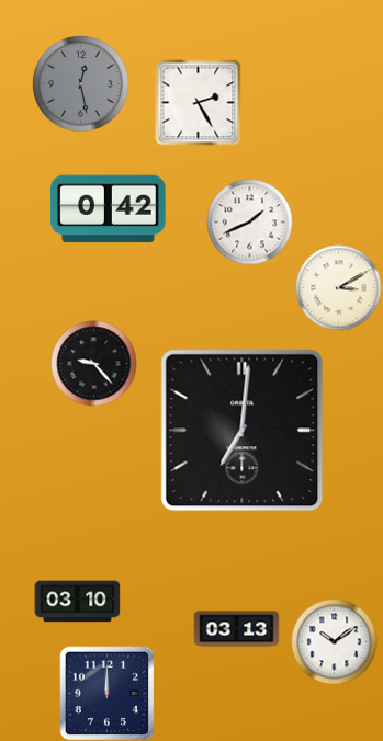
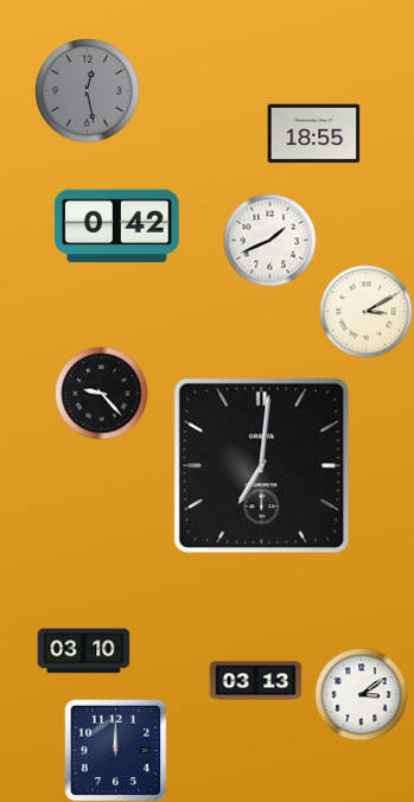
clock at (198, 102): 2:25 -> none
clock at (313, 134): none -> 18:55
clock at (334, 641): 10:09 -> 3:09
